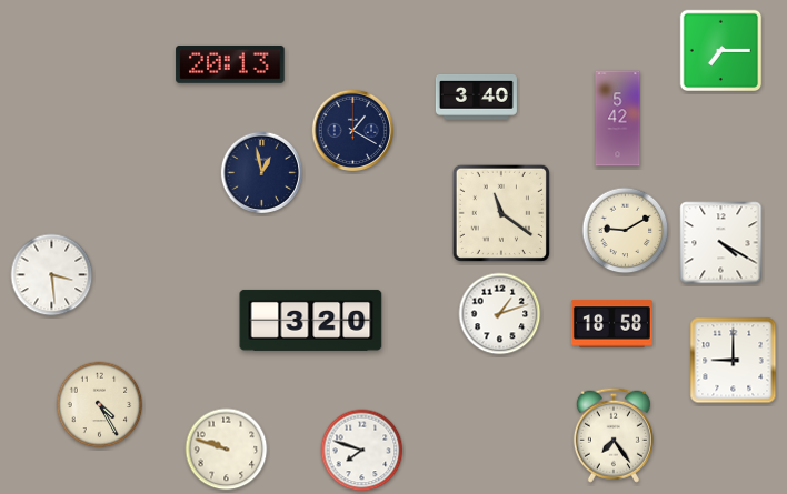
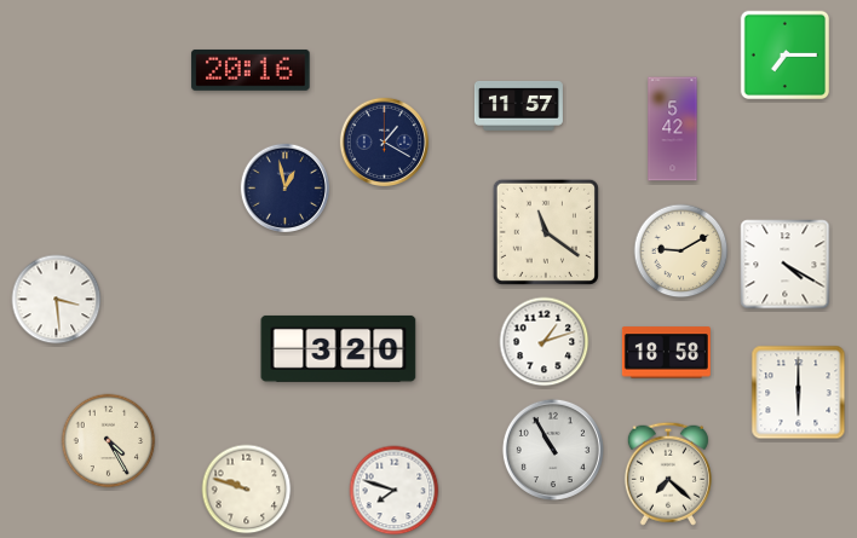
clock at (230, 64): 20:13 -> 20:16
clock at (476, 98): 3:40 -> 11:57
clock at (734, 361): 9:00 -> 6:00
clock at (553, 450): none -> 10:55
clock at (614, 435): 7:24 -> 7:22
